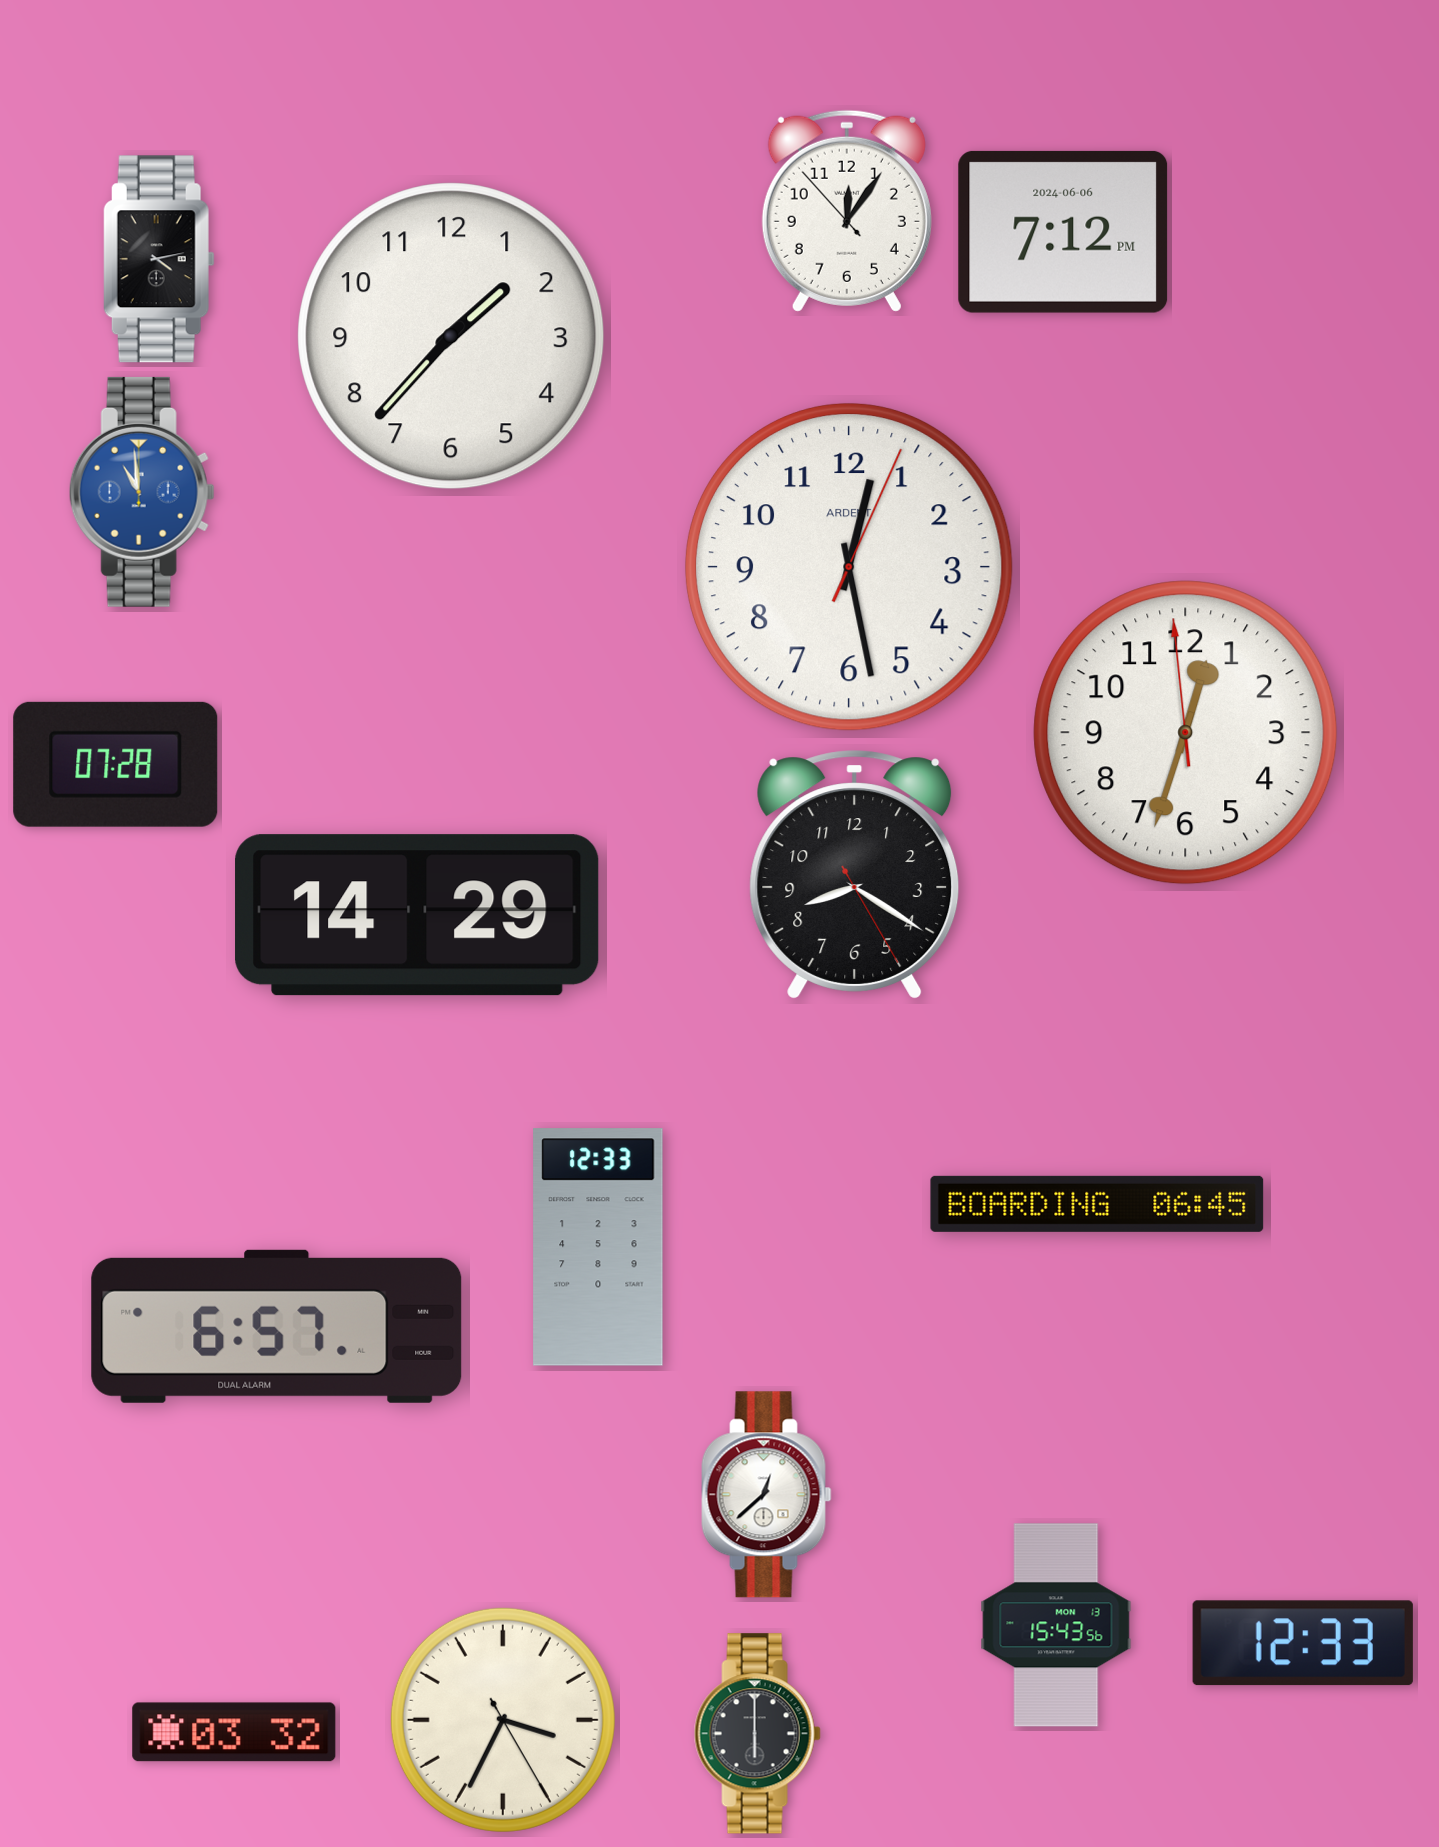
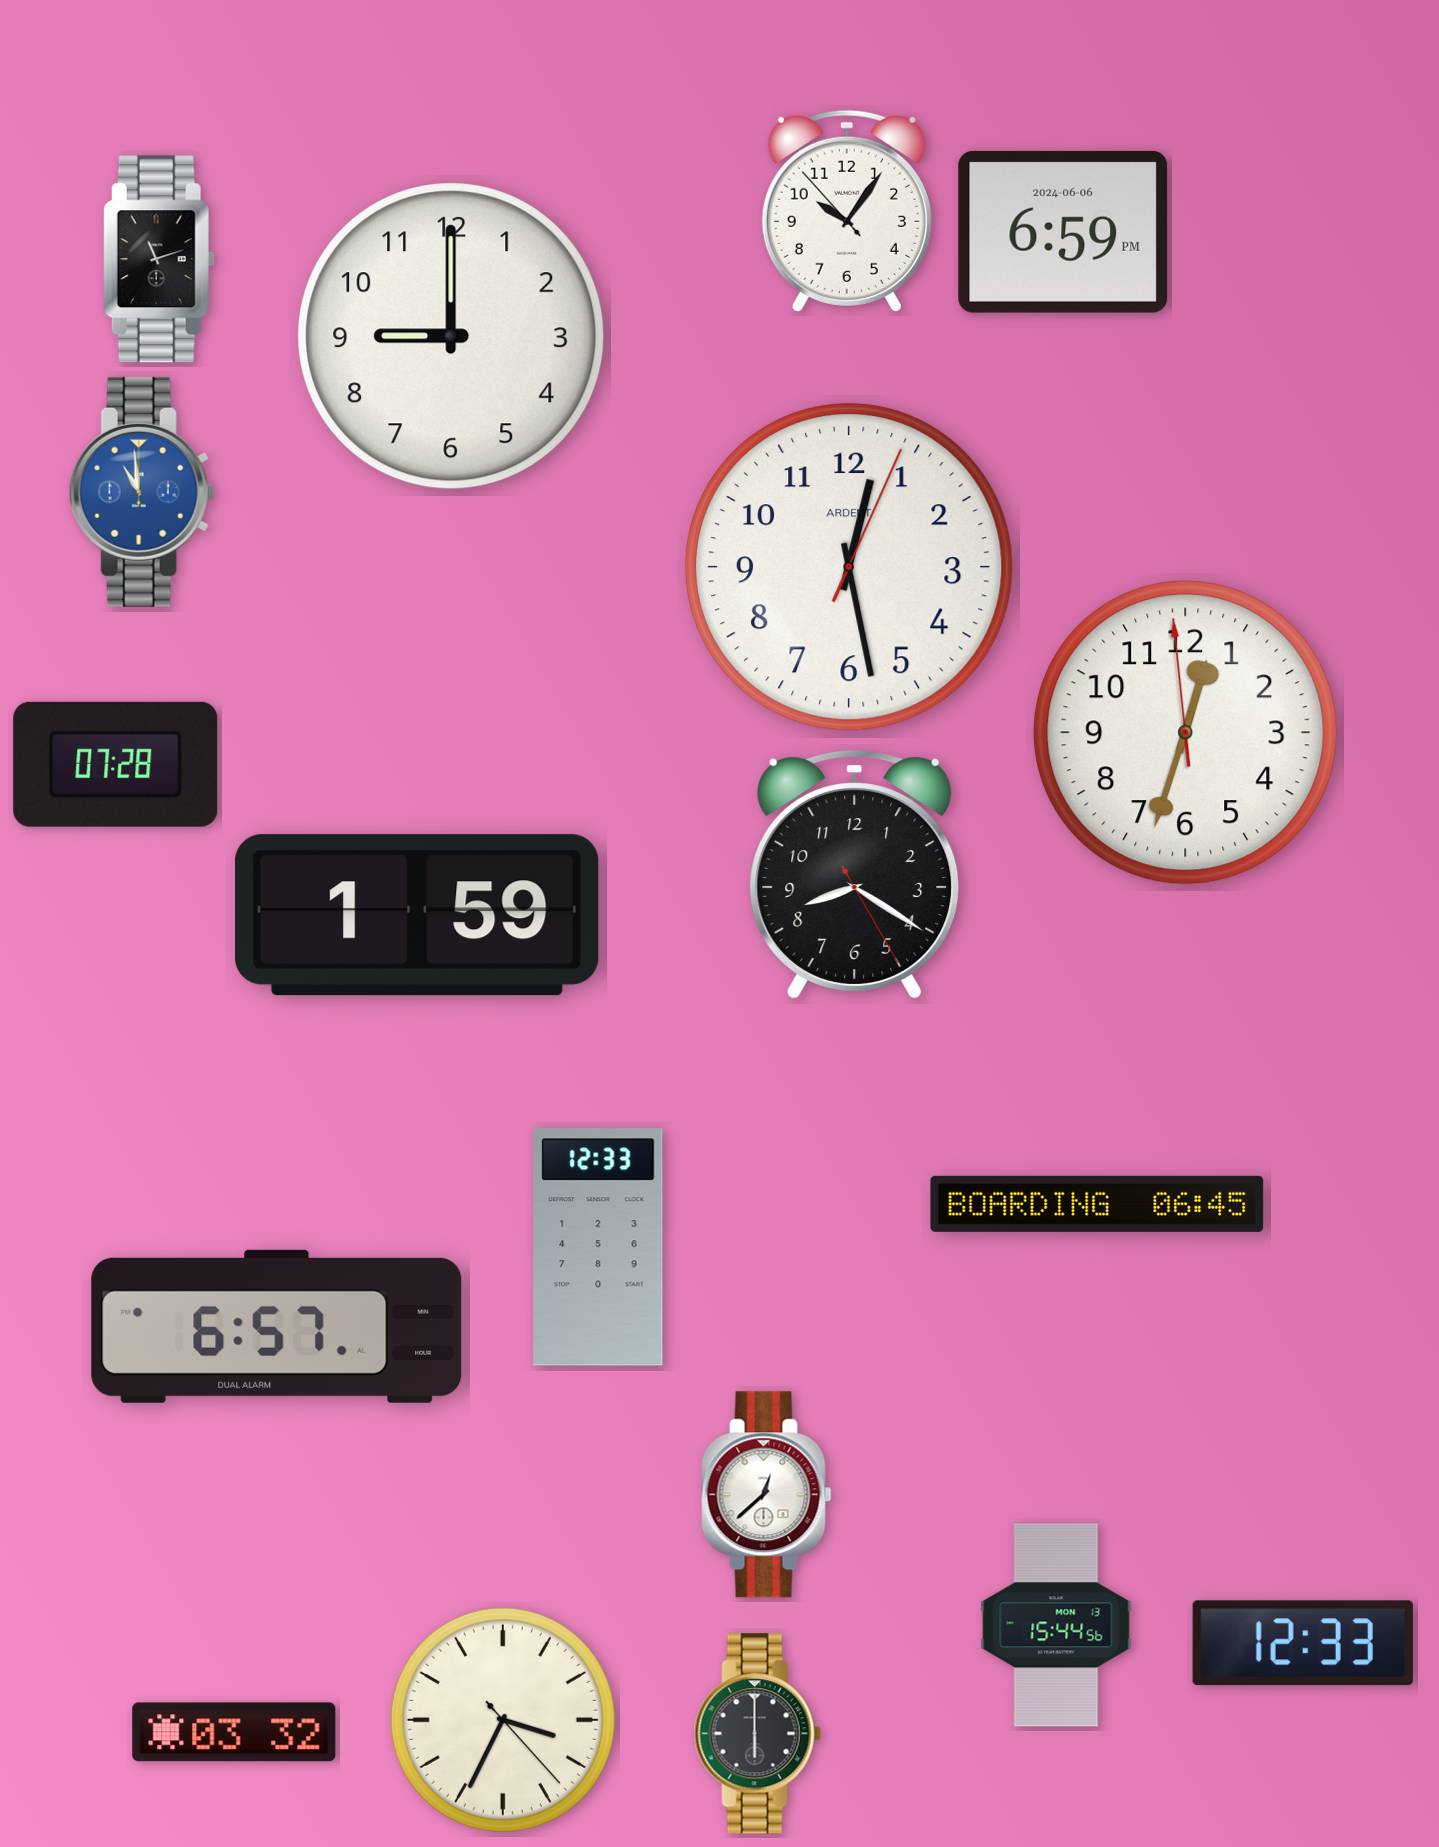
clock at (847, 211): 12:05 -> 10:05
clock at (1063, 232): 7:12 -> 6:59
clock at (159, 259): 4:13 -> 11:12
clock at (451, 336): 1:37 -> 9:00
clock at (417, 915): 14:29 -> 1:59
clock at (1056, 1625): 15:43 -> 15:44
clock at (503, 1720): 3:34:25 -> 3:34:23
